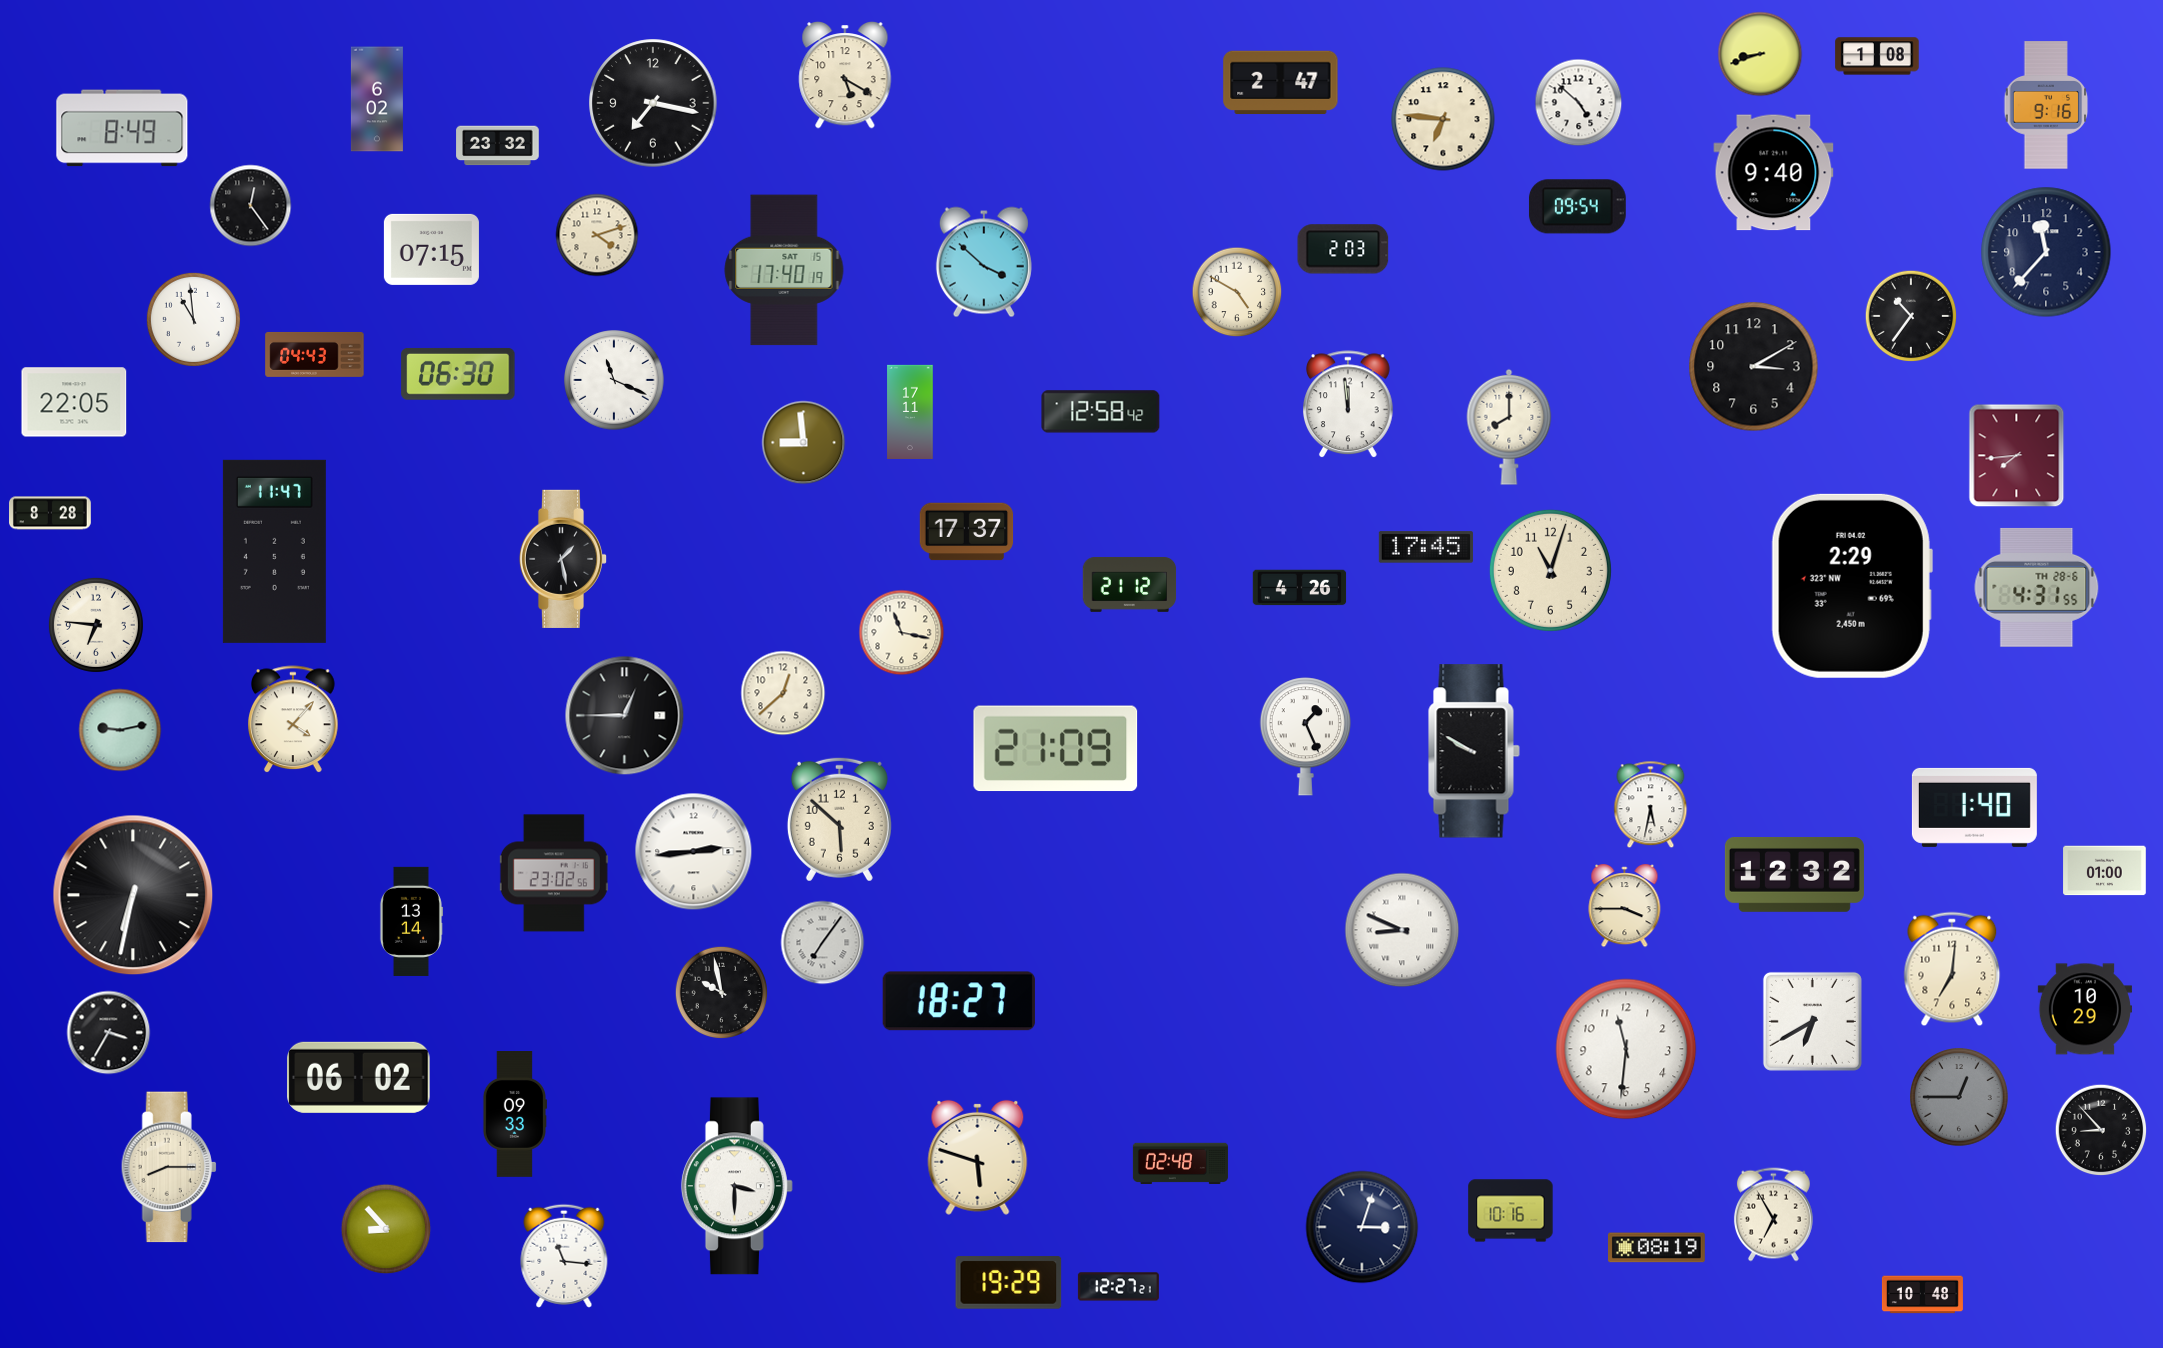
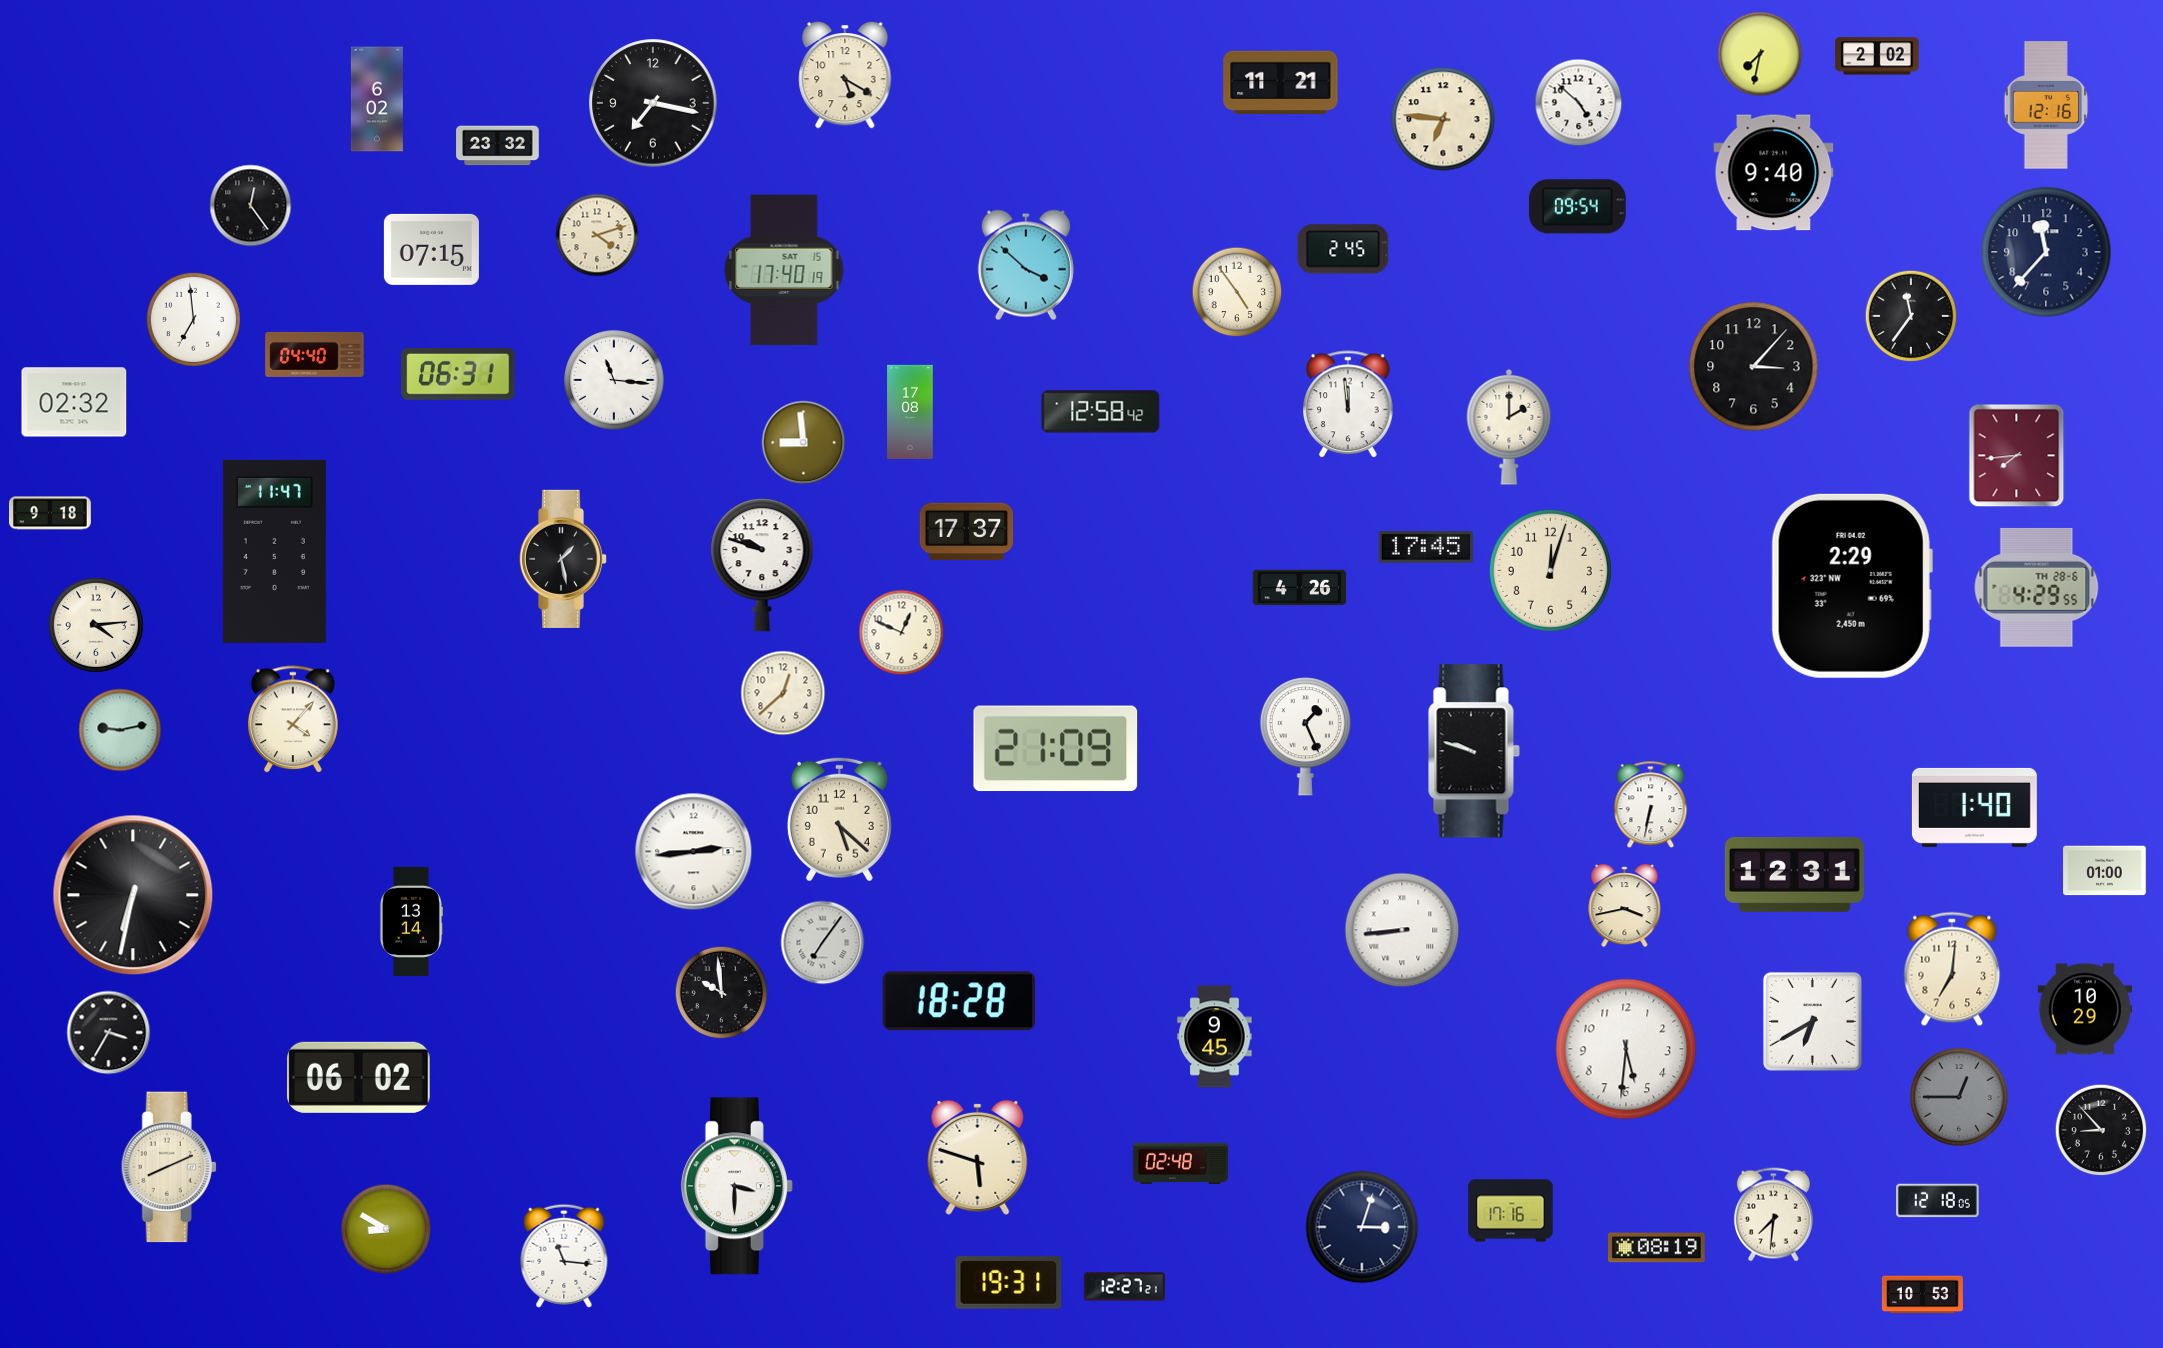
clock at (1760, 54): 8:42 -> 7:32
clock at (1877, 56): 1:08 -> 2:02
clock at (1281, 83): 2:47 -> 11:21
clock at (2046, 105): 9:16 -> 12:16
clock at (122, 128): 8:49 -> none
clock at (1343, 249): 2:03 -> 2:45
clock at (984, 262) position: (984, 262) -> (1026, 265)
clock at (1237, 292): 4:50 -> 4:54
clock at (1911, 316): 10:36 -> 11:36
clock at (193, 319): 10:59 -> 6:59
clock at (315, 354): 04:43 -> 04:40
clock at (1754, 367): 3:10 -> 3:07
clock at (458, 374): 06:30 -> 06:31
clock at (614, 380): 11:19 -> 11:16
clock at (74, 402): 22:05 -> 02:32
clock at (910, 411): 17:11 -> 17:08
clock at (1509, 427): 8:00 -> 2:00
clock at (51, 513): 8:28 -> 9:18
clock at (762, 565): none -> 9:48
clock at (1550, 570): 11:03 -> 12:03
clock at (1130, 584): 21:12 -> none
clock at (2037, 587): 4:31 -> 4:29
clock at (96, 625): 6:46 -> 4:14
clock at (902, 633): 11:17 -> 12:49
clock at (625, 716): 12:45 -> none
clock at (1474, 751): 9:50 -> 9:48
clock at (1651, 805): 5:32 -> 6:32
clock at (839, 819): 5:52 -> 5:22
clock at (554, 873): 23:02 -> none
clock at (1794, 875): 12:32 -> 12:31
clock at (1625, 907): 3:45 -> 3:43
clock at (1402, 930): 8:49 -> 8:44
clock at (721, 992): 9:58 -> 9:59
clock at (959, 1001): 18:27 -> 18:28
clock at (1215, 1037): none -> 9:45
clock at (1626, 1049): 11:31 -> 5:31
clock at (514, 1115): 09:33 -> none
clock at (169, 1167): 8:15 -> 8:11
clock at (1938, 1201): none -> 12:18
clock at (1511, 1211): 10:16 -> 17:16
clock at (1773, 1215): 6:55 -> 7:31
clock at (386, 1229): 8:53 -> 8:50
clock at (1009, 1283): 19:29 -> 19:31
clock at (1118, 1287) position: (1118, 1287) -> (1124, 1287)
clock at (1922, 1295): 10:48 -> 10:53
